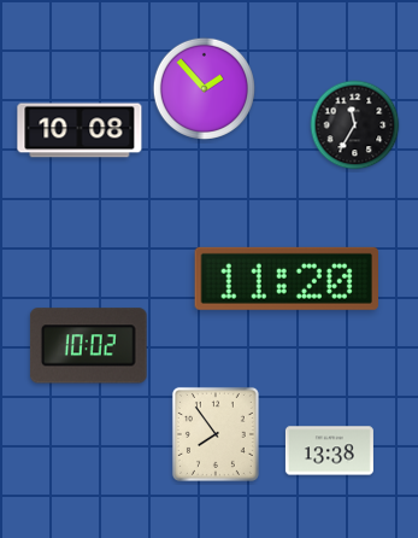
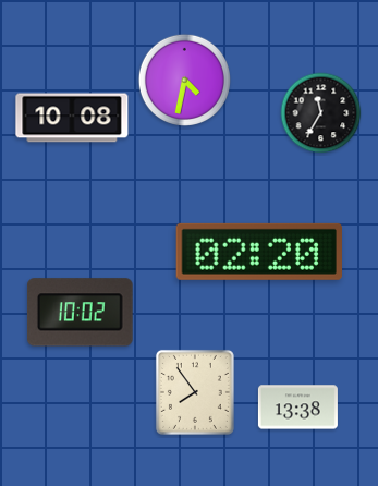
clock at (204, 88): 1:53 -> 4:32
clock at (285, 279): 11:20 -> 02:20
